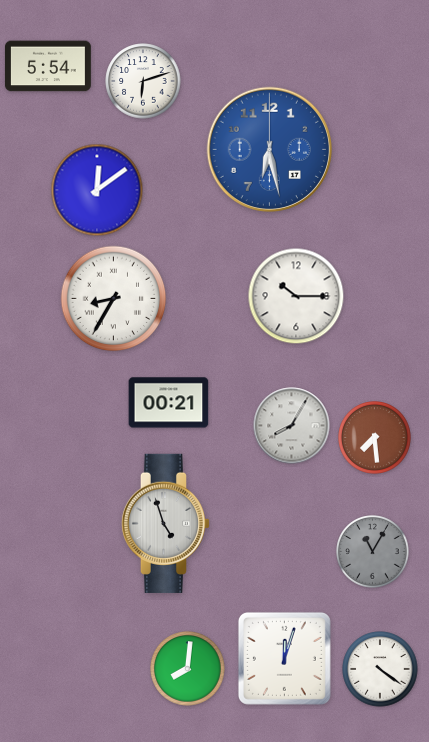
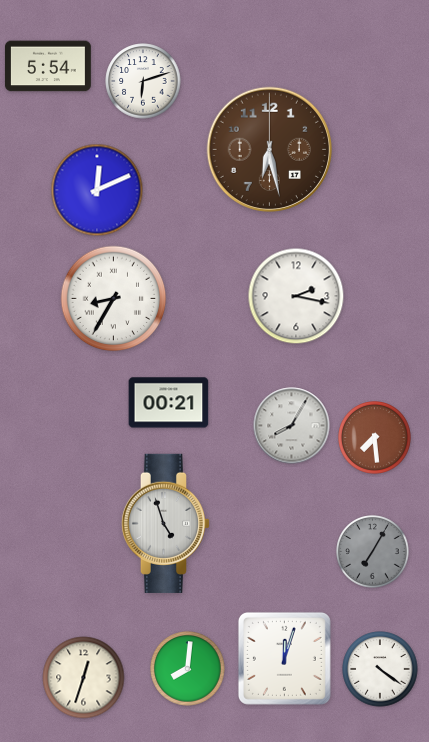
clock at (269, 149) dial: blue -> brown
clock at (97, 190): 12:09 -> 12:11
clock at (296, 296): 10:15 -> 2:17
clock at (373, 552): 11:05 -> 7:05
clock at (84, 678): none -> 12:33
